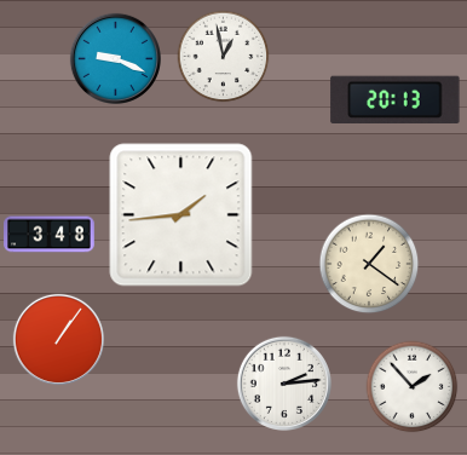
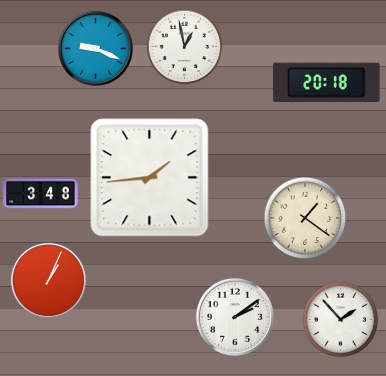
clock at (396, 99): 20:13 -> 20:18
clock at (58, 339): 1:06 -> 1:04
clock at (284, 384): 2:14 -> 2:09
